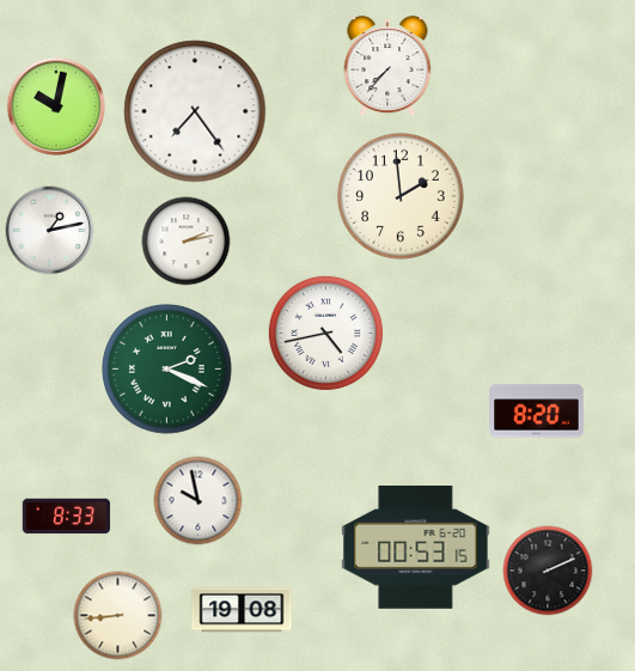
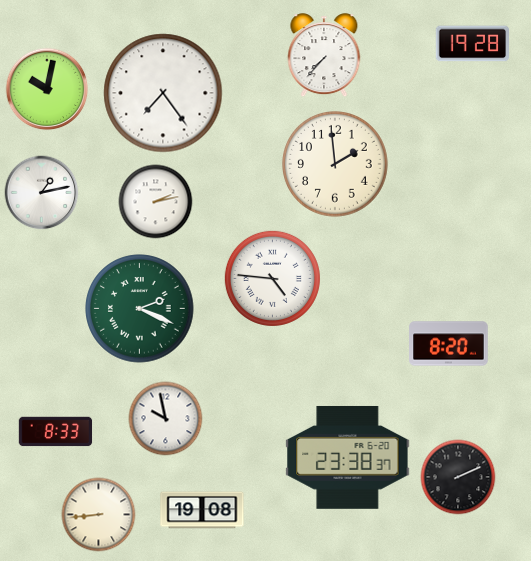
clock at (472, 44): none -> 19:28
clock at (325, 333): 4:43 -> 4:46
clock at (416, 547): 00:53 -> 23:38
